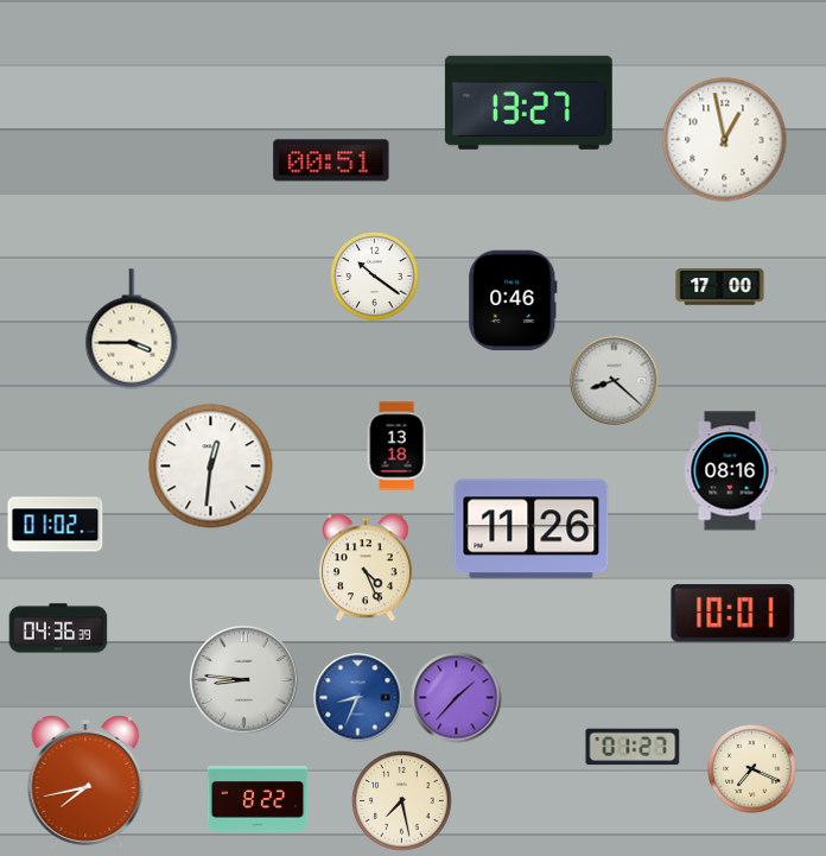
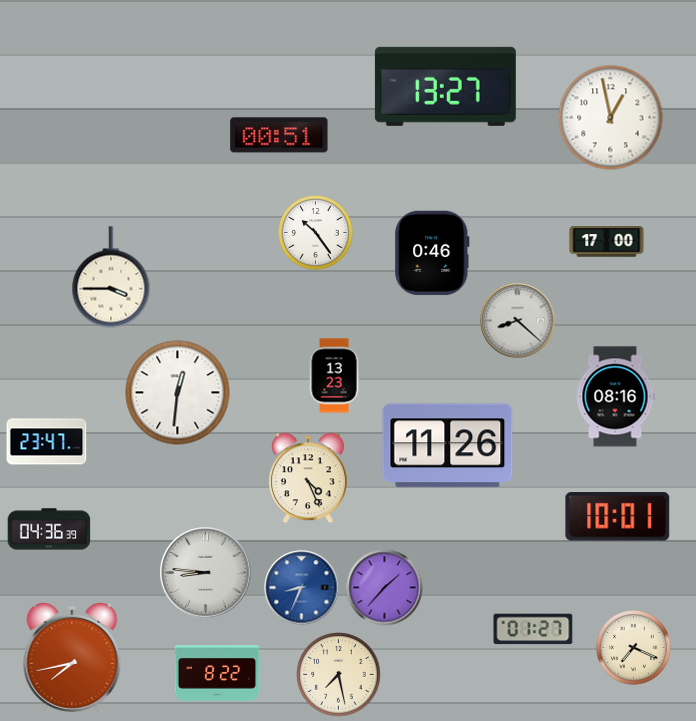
clock at (375, 277): 10:21 -> 10:24
clock at (396, 446): 13:18 -> 13:23
clock at (56, 525): 01:02 -> 23:47
